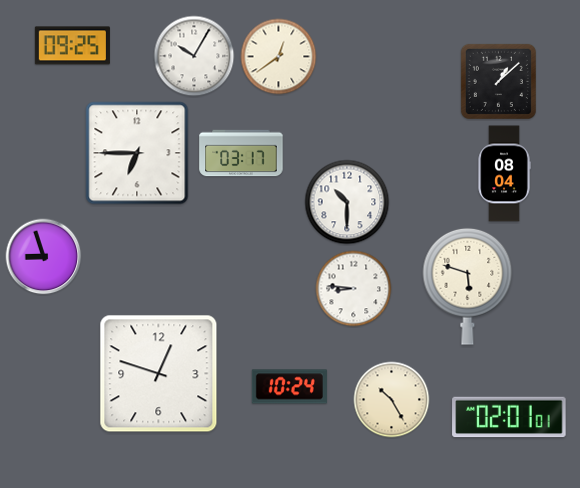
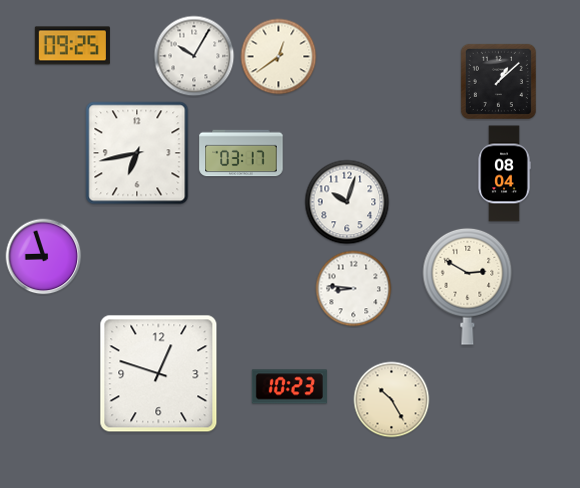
clock at (137, 153): 6:45 -> 6:43
clock at (347, 202): 10:30 -> 10:03
clock at (468, 286): 5:48 -> 2:50
clock at (289, 387): 10:24 -> 10:23
clock at (509, 417): 02:01 -> none
